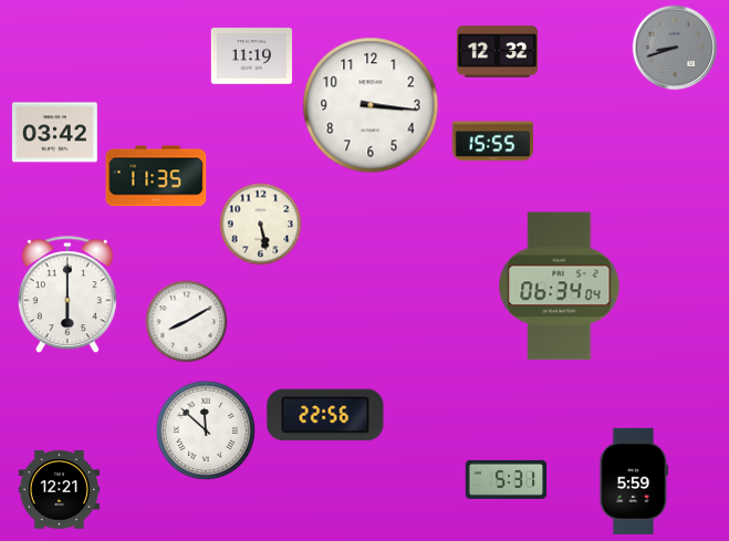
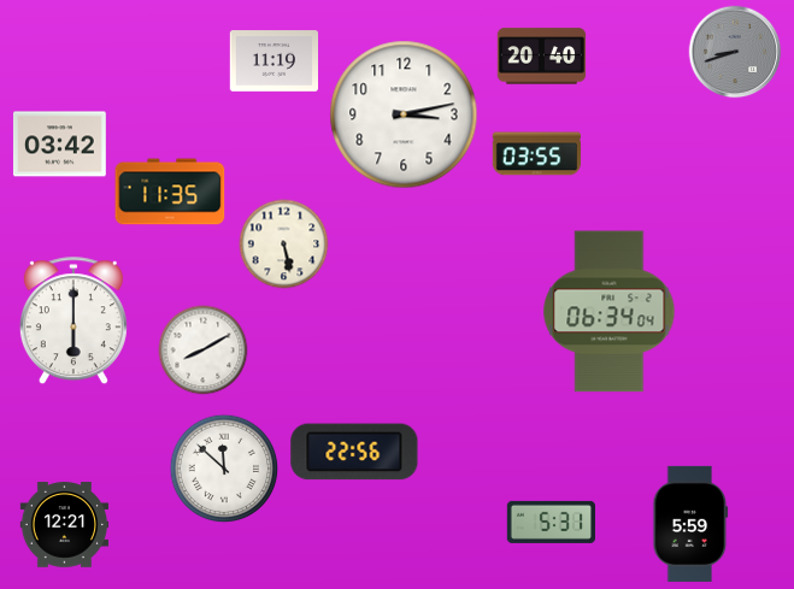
clock at (498, 52): 12:32 -> 20:40
clock at (371, 105): 3:16 -> 3:13
clock at (492, 142): 15:55 -> 03:55
clock at (60, 490) position: (60, 490) -> (65, 525)
